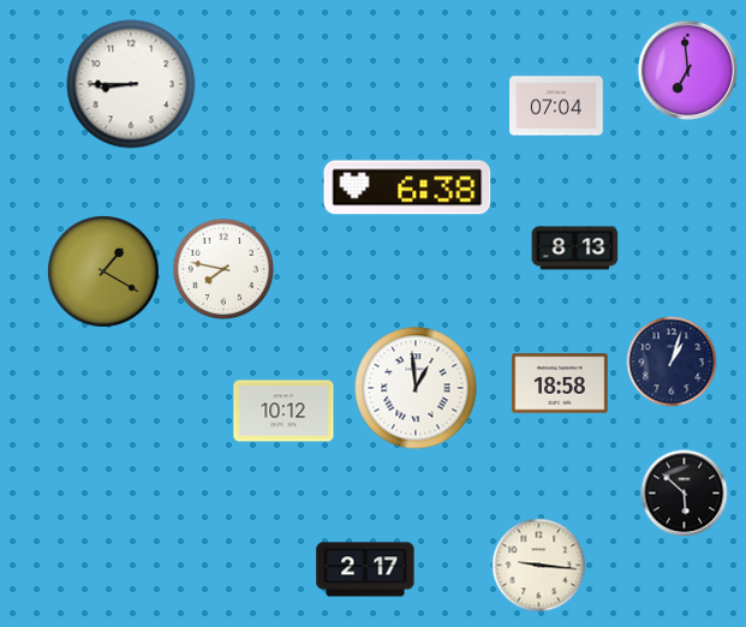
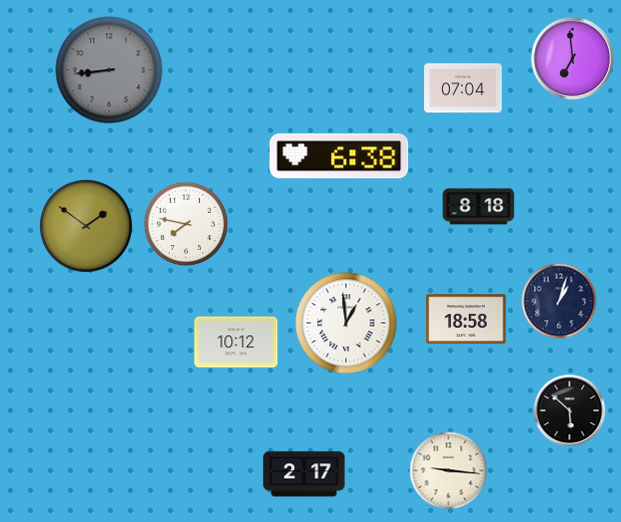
clock at (131, 84): 8:45 -> 8:44
clock at (131, 84) dial: white -> grey
clock at (575, 249): 8:13 -> 8:18
clock at (105, 273): 1:20 -> 1:51
